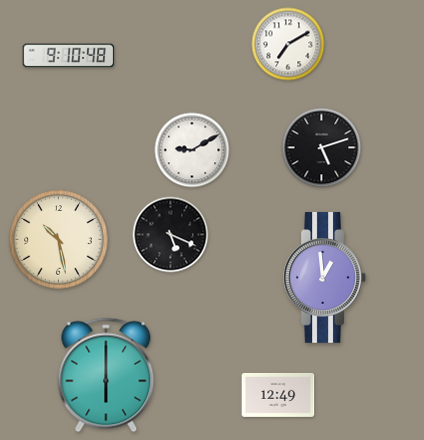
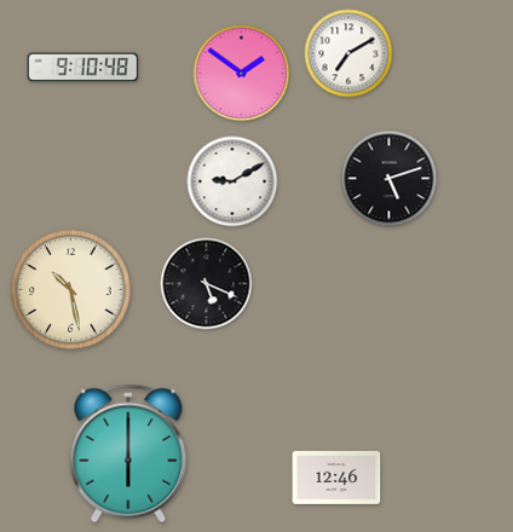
clock at (242, 74): none -> 1:51
clock at (324, 278): 12:59 -> none
clock at (278, 395): 12:49 -> 12:46
